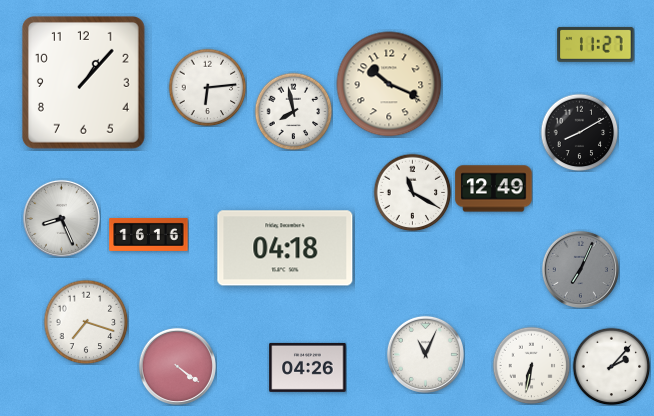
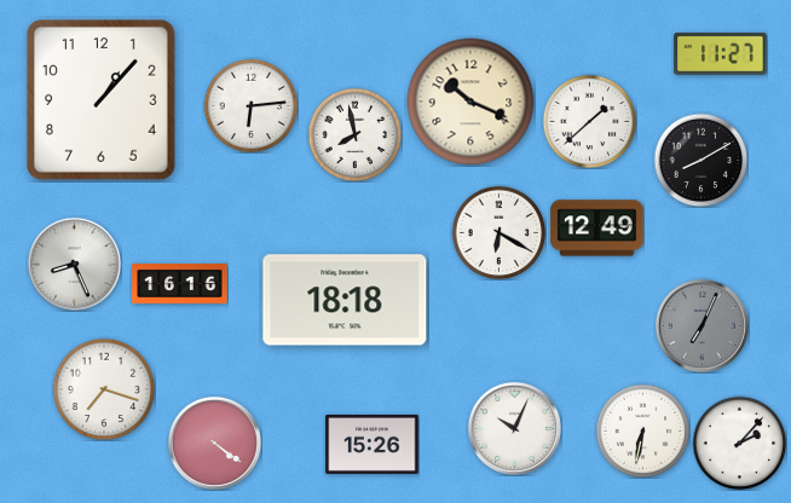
clock at (589, 121): none -> 1:38
clock at (412, 192): 11:20 -> 6:20
clock at (285, 248): 04:18 -> 18:18
clock at (425, 354): 11:04 -> 10:04
clock at (531, 365) position: (531, 365) -> (642, 430)
clock at (308, 367): 04:26 -> 15:26
